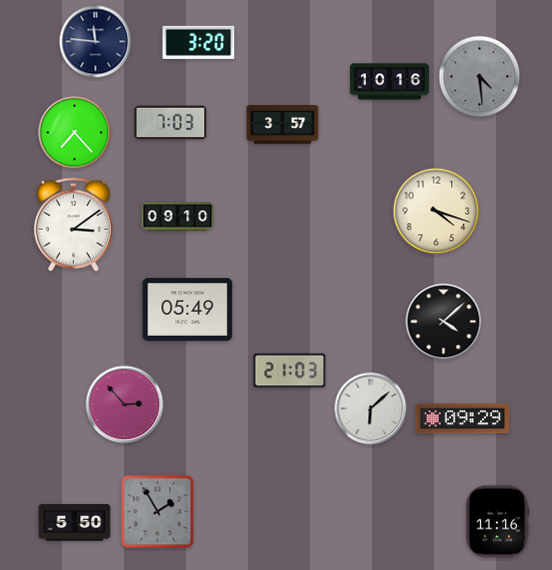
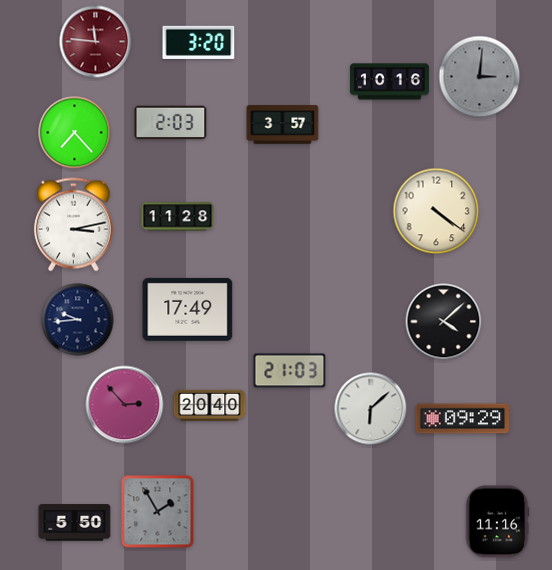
clock at (96, 42) dial: navy -> burgundy
clock at (480, 77): 4:29 -> 3:01
clock at (171, 123): 7:03 -> 2:03
clock at (436, 211): 4:18 -> 4:21
clock at (178, 217): 09:10 -> 11:28
clock at (73, 225): 3:09 -> 3:13
clock at (188, 309): 05:49 -> 17:49
clock at (78, 320): none -> 9:44
clock at (210, 406): none -> 20:40
